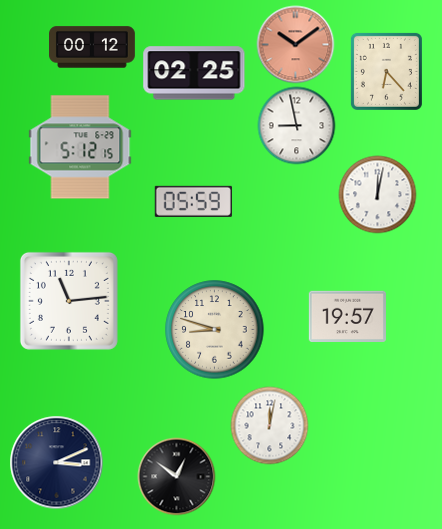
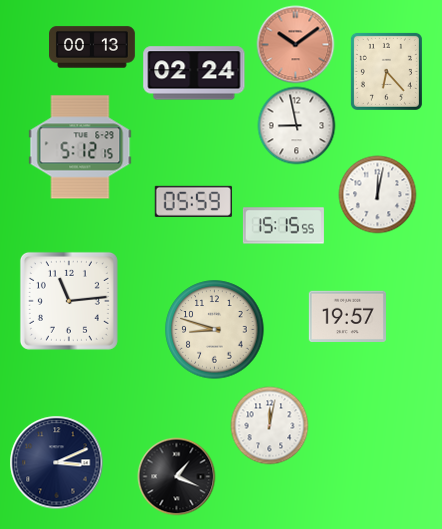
clock at (93, 47): 00:12 -> 00:13
clock at (194, 73): 02:25 -> 02:24
clock at (283, 226): none -> 15:15
clock at (176, 476): 12:51 -> 1:19
